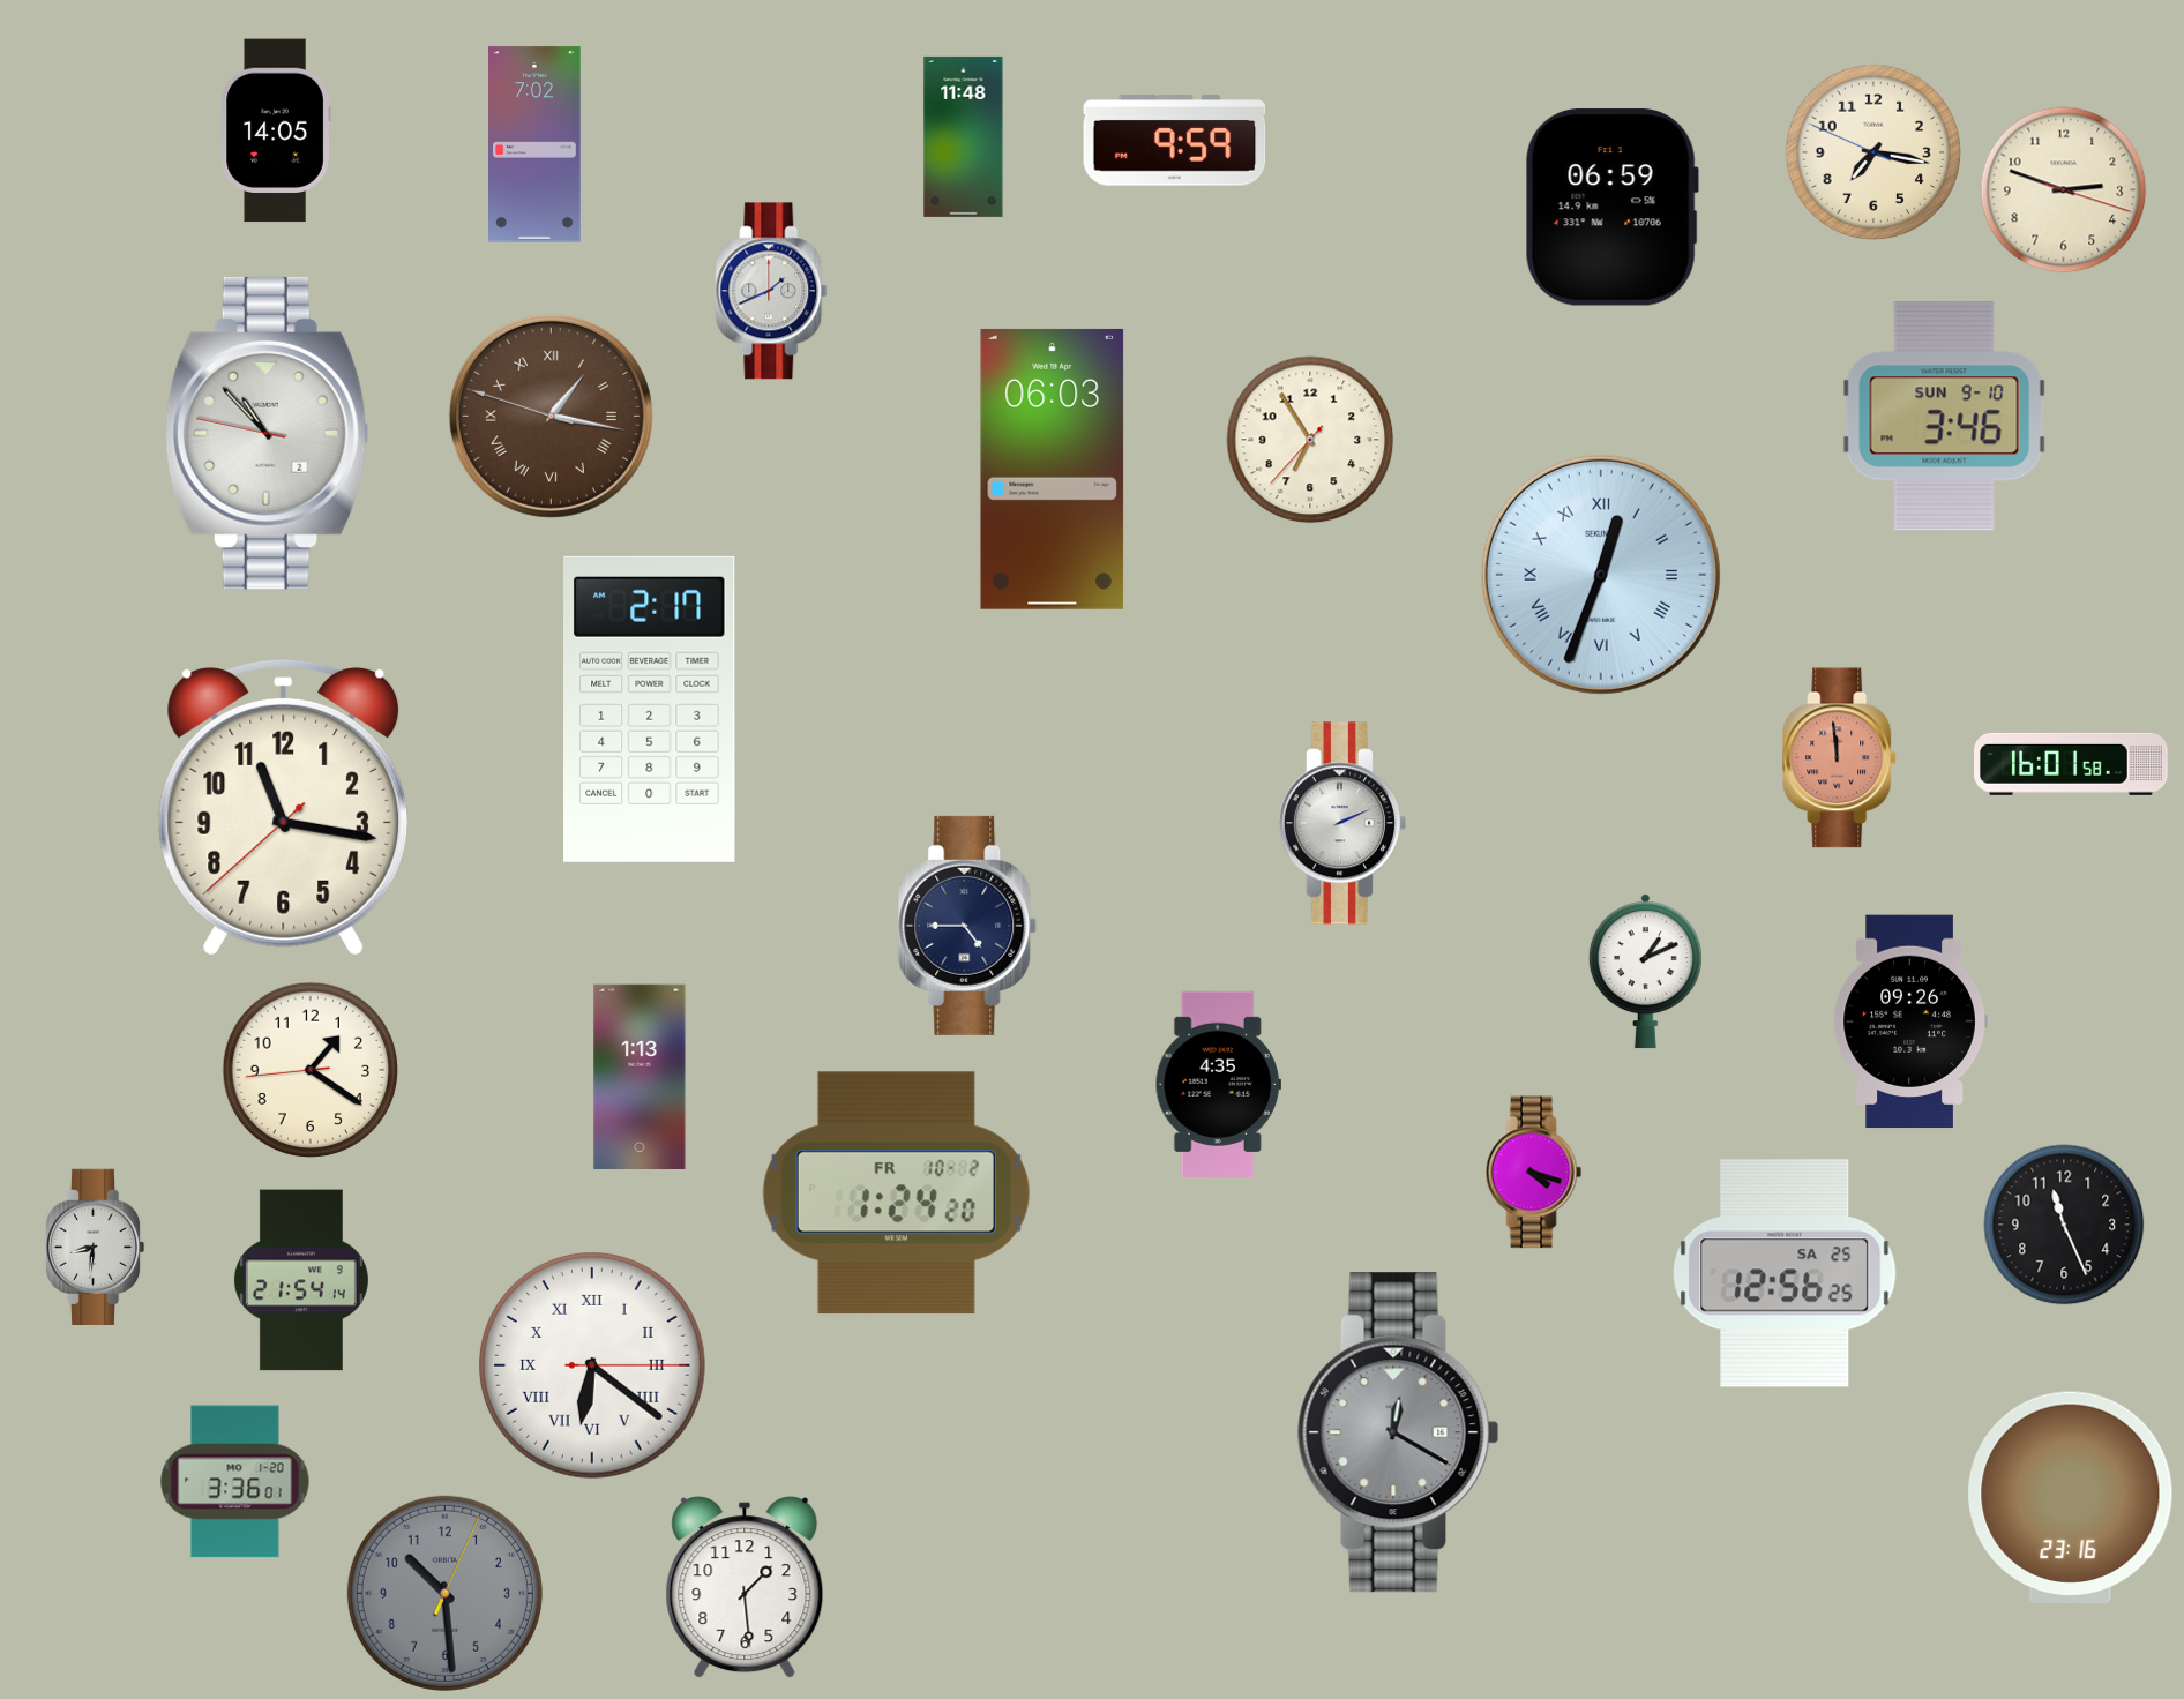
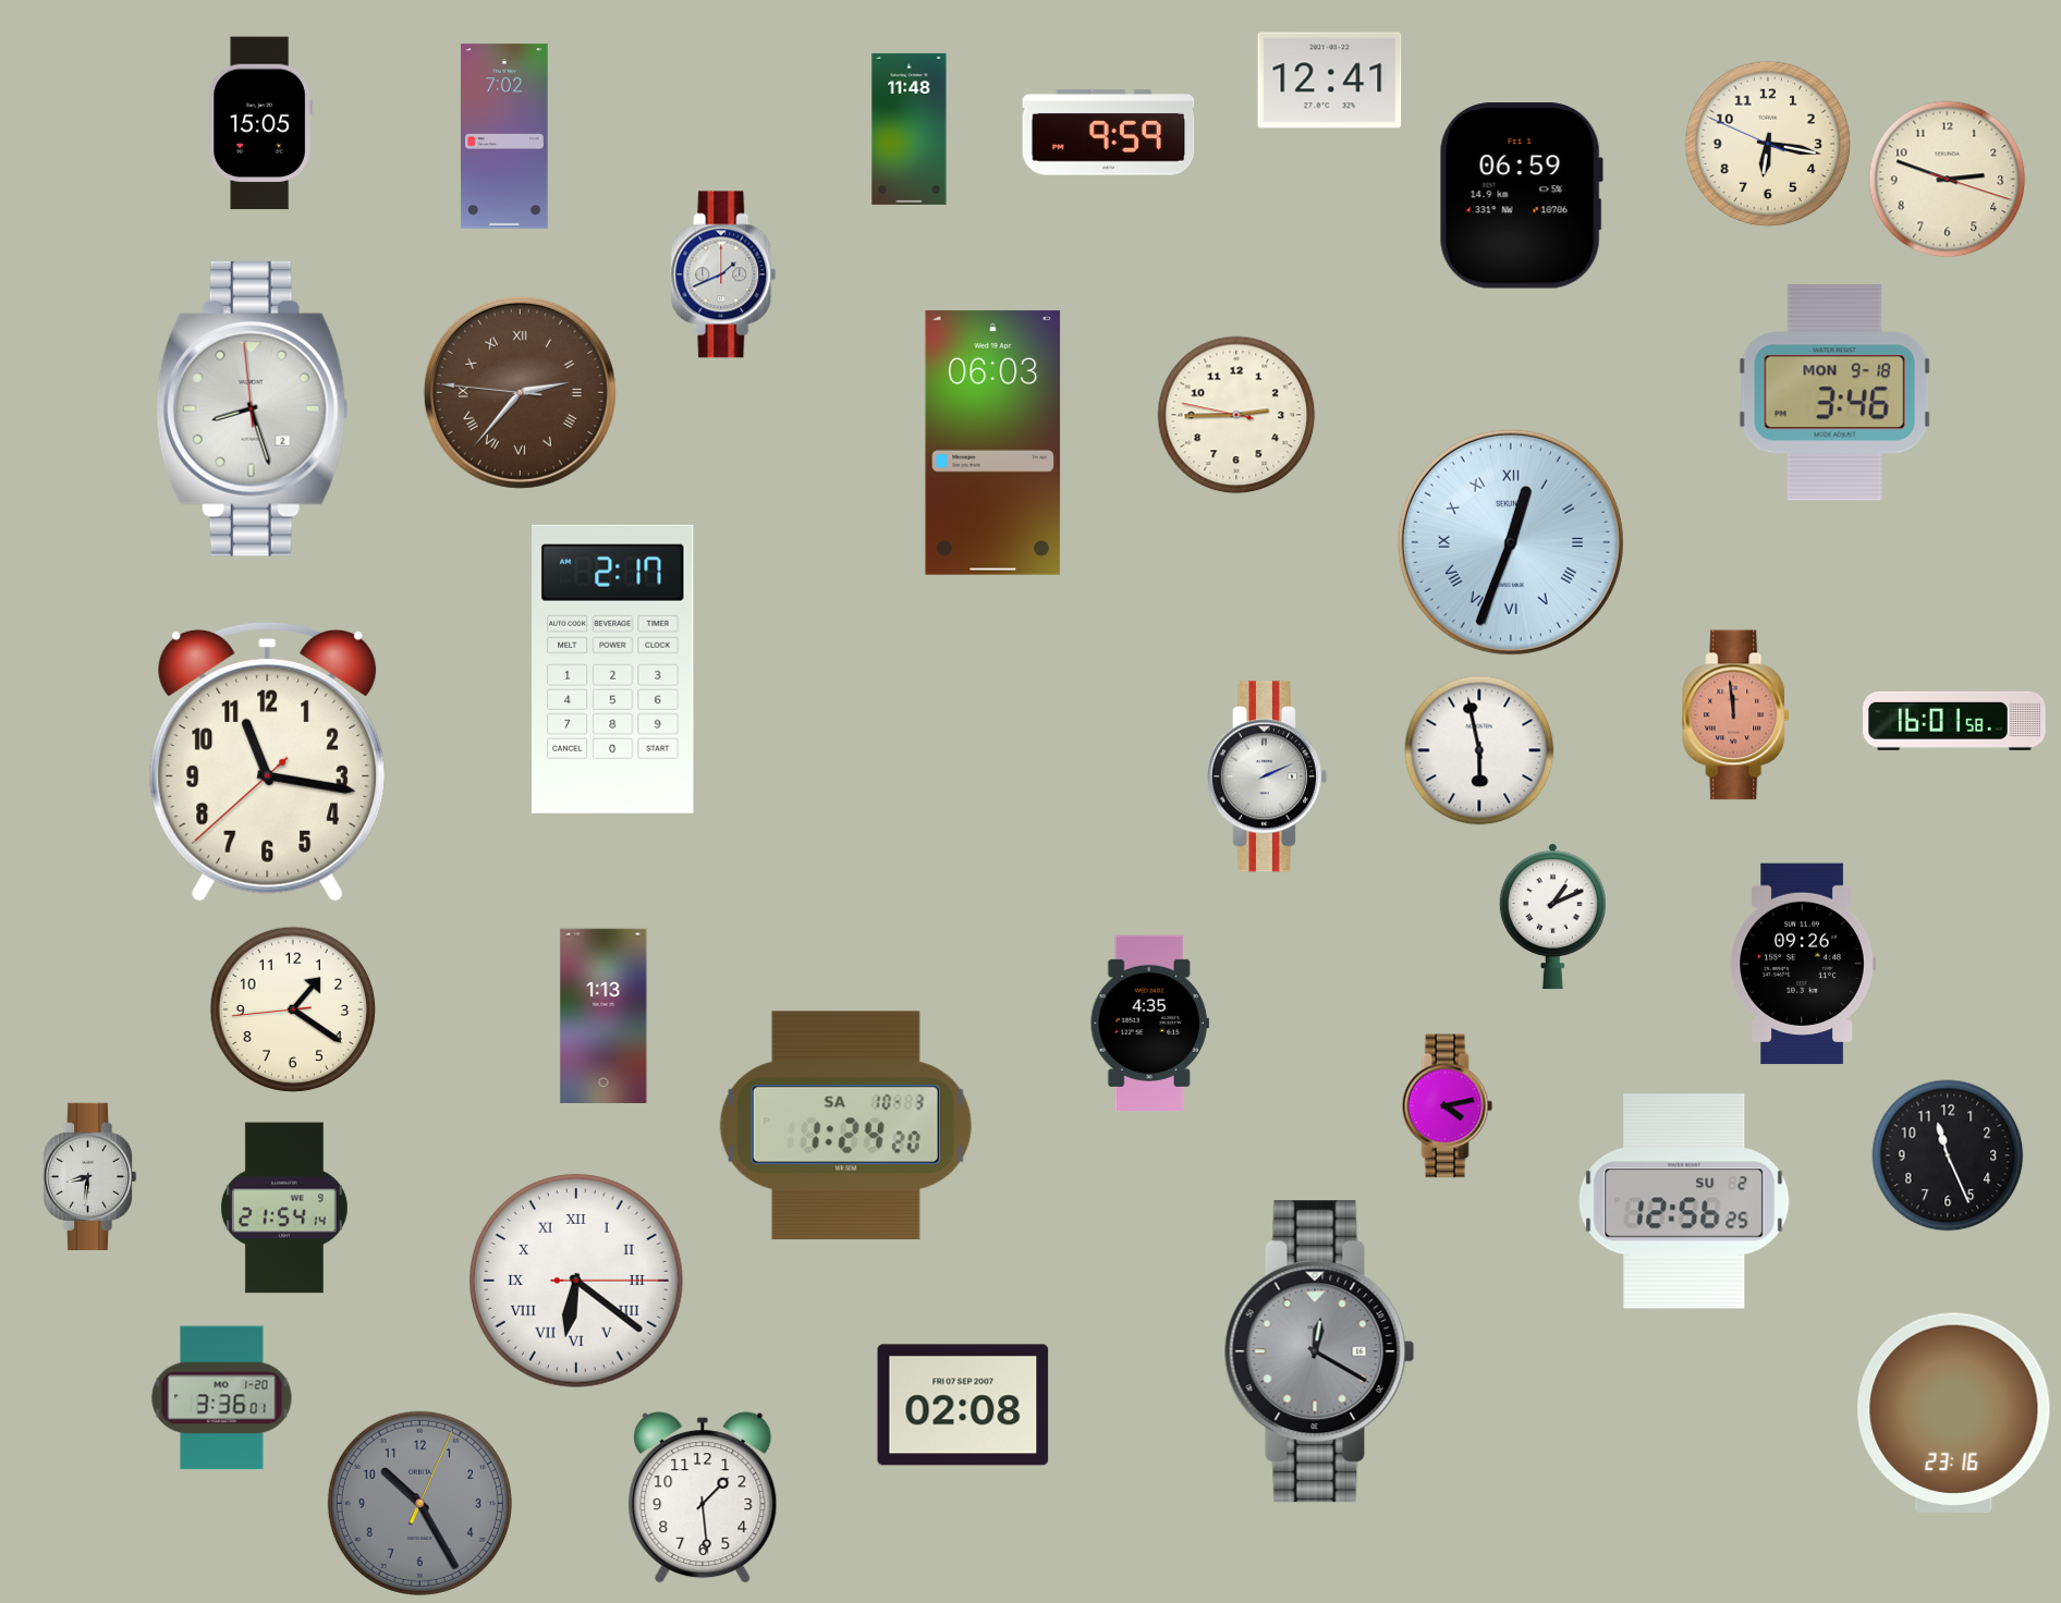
clock at (1330, 81): none -> 12:41
clock at (276, 130): 14:05 -> 15:05
clock at (1873, 152): 7:16 -> 6:16
clock at (771, 291) position: (771, 291) -> (723, 274)
clock at (551, 416): 1:16 -> 2:36
clock at (1944, 417) date: SUN 9-10 -> MON 9-18
clock at (267, 433): 10:52 -> 8:26
clock at (1310, 440): 6:54 -> 2:44
clock at (1479, 750): none -> 5:58
clock at (967, 926): 4:45 -> none
clock at (1534, 1173): 4:18 -> 4:13
clock at (896, 1193) date: FR 10-2 -> SA 10-3
clock at (1785, 1273) date: SA 25 -> SU 2
clock at (592, 1365) position: (592, 1365) -> (576, 1281)
clock at (963, 1405): none -> 02:08
clock at (444, 1593): 10:29 -> 10:25
